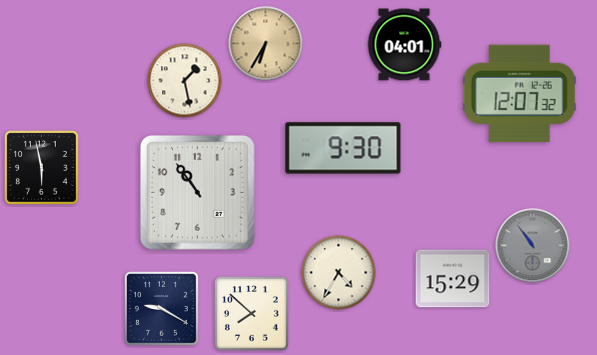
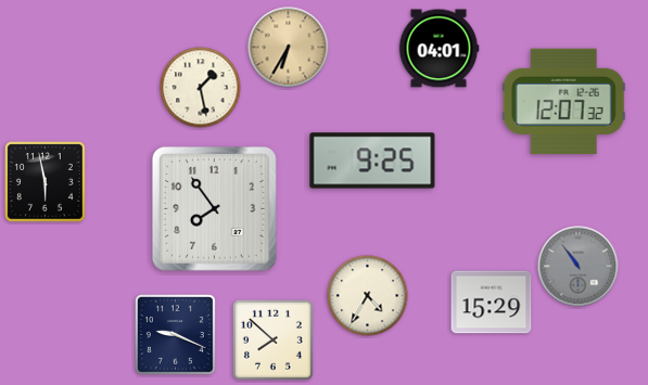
clock at (343, 148): 9:30 -> 9:25
clock at (197, 192): 10:54 -> 7:54
clock at (161, 308): 9:20 -> 9:19
